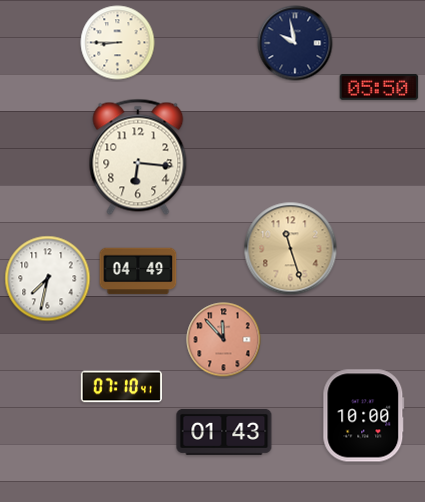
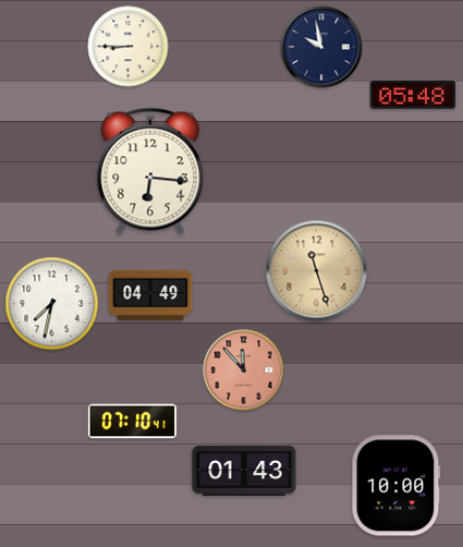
clock at (379, 87): 05:50 -> 05:48
clock at (364, 416) position: (364, 416) -> (397, 486)
